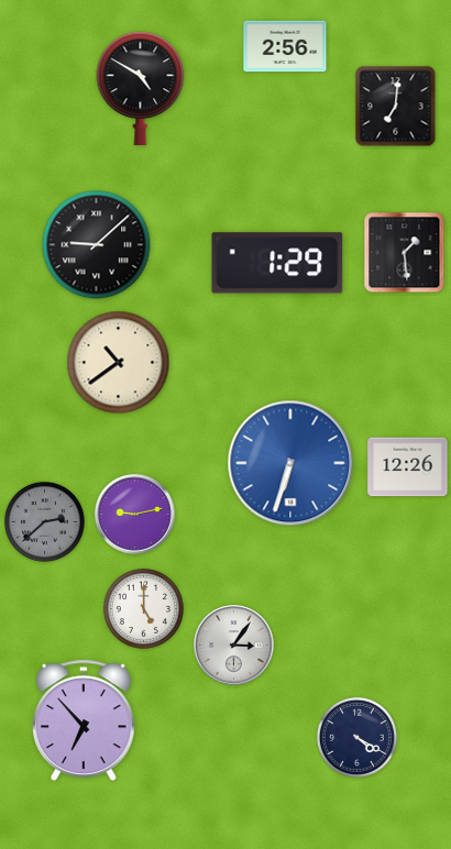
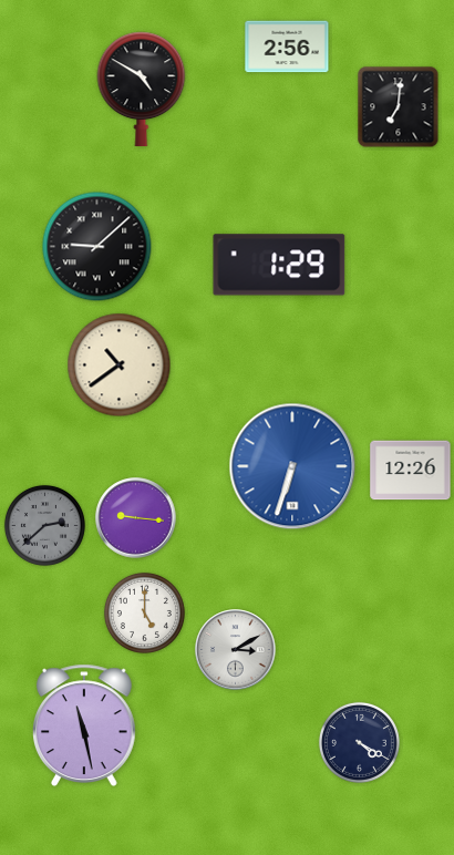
clock at (405, 253): 1:29 -> none
clock at (135, 515): 9:13 -> 9:16
clock at (234, 646): 3:06 -> 3:10
clock at (85, 720): 6:53 -> 11:28
